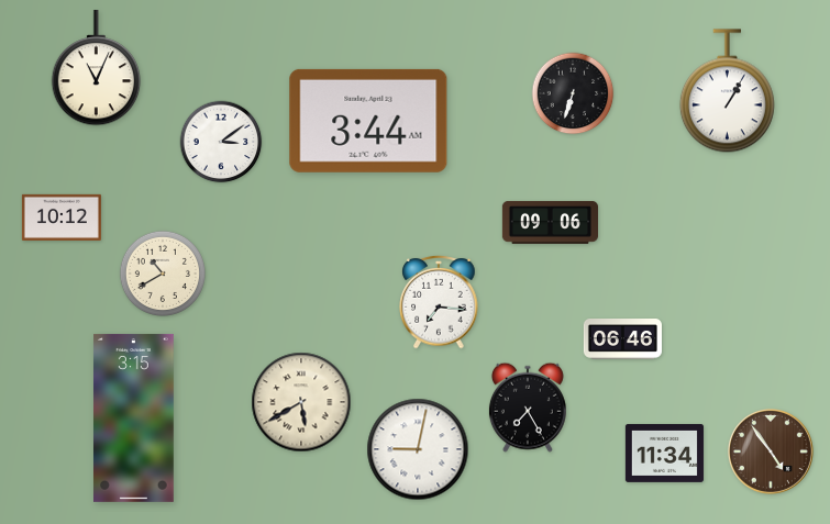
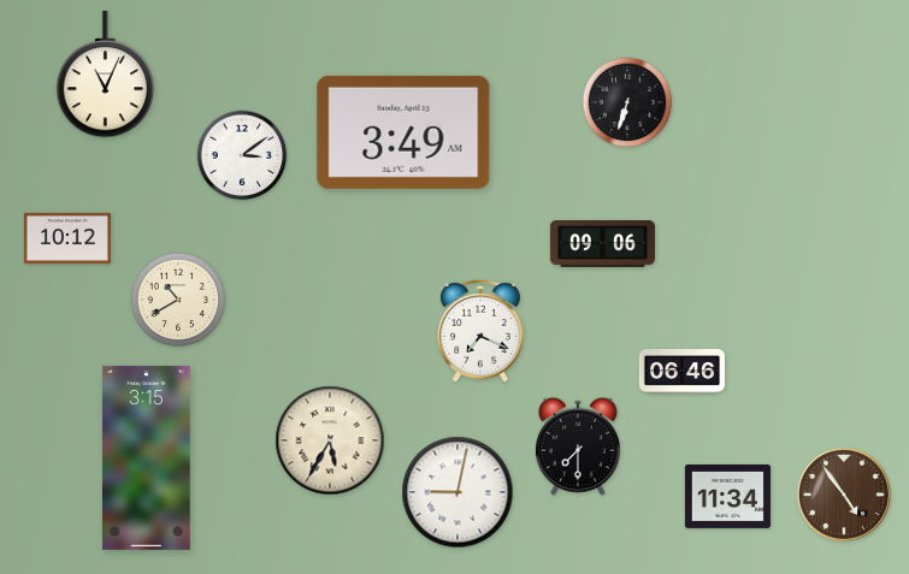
clock at (727, 91): 1:05 -> none
clock at (368, 121): 3:44 -> 3:49
clock at (439, 302): 7:16 -> 7:19
clock at (301, 402): 5:40 -> 5:35
clock at (528, 408): 7:25 -> 7:30
